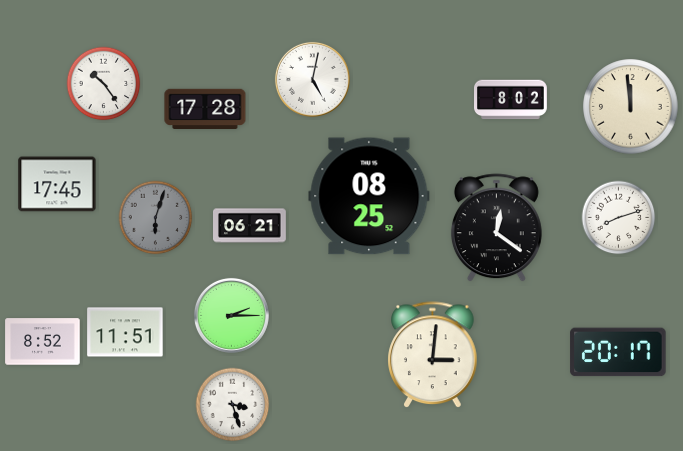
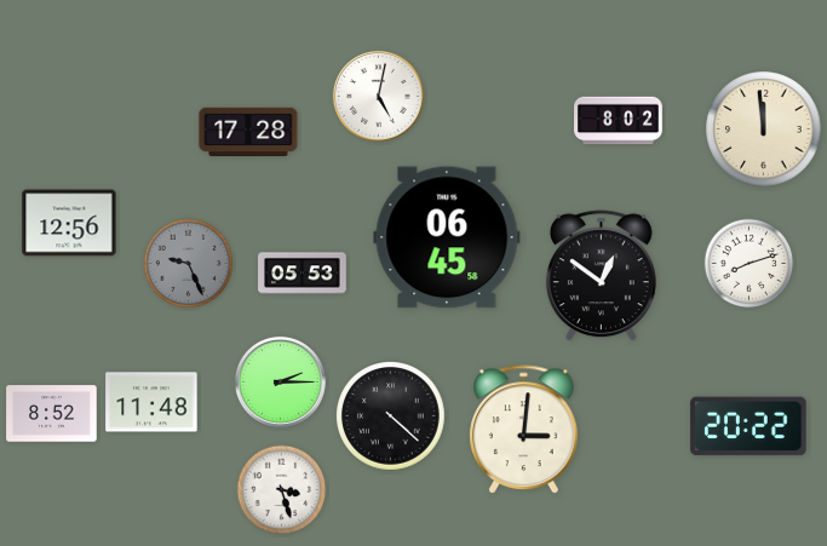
clock at (104, 84): 10:24 -> none
clock at (57, 184): 17:45 -> 12:56
clock at (369, 196): 08:25 -> 06:45
clock at (156, 218): 6:03 -> 9:26
clock at (250, 226): 06:21 -> 05:53
clock at (496, 228): 12:21 -> 12:51
clock at (125, 332): 11:51 -> 11:48
clock at (391, 416): none -> 4:22
clock at (618, 352): 20:17 -> 20:22
